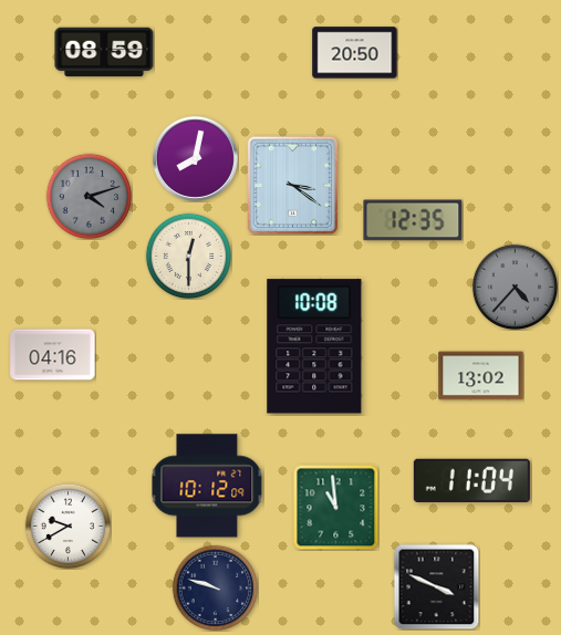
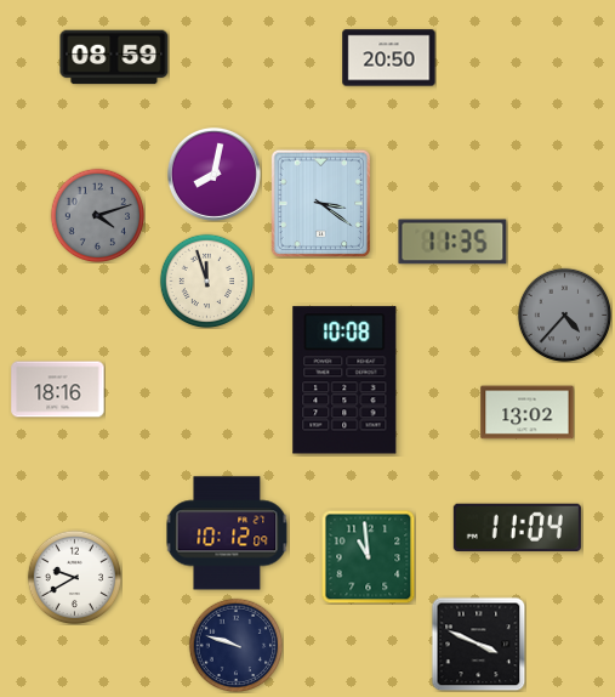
clock at (413, 220): 12:35 -> 11:35
clock at (188, 256): 12:30 -> 11:57
clock at (53, 355): 04:16 -> 18:16
